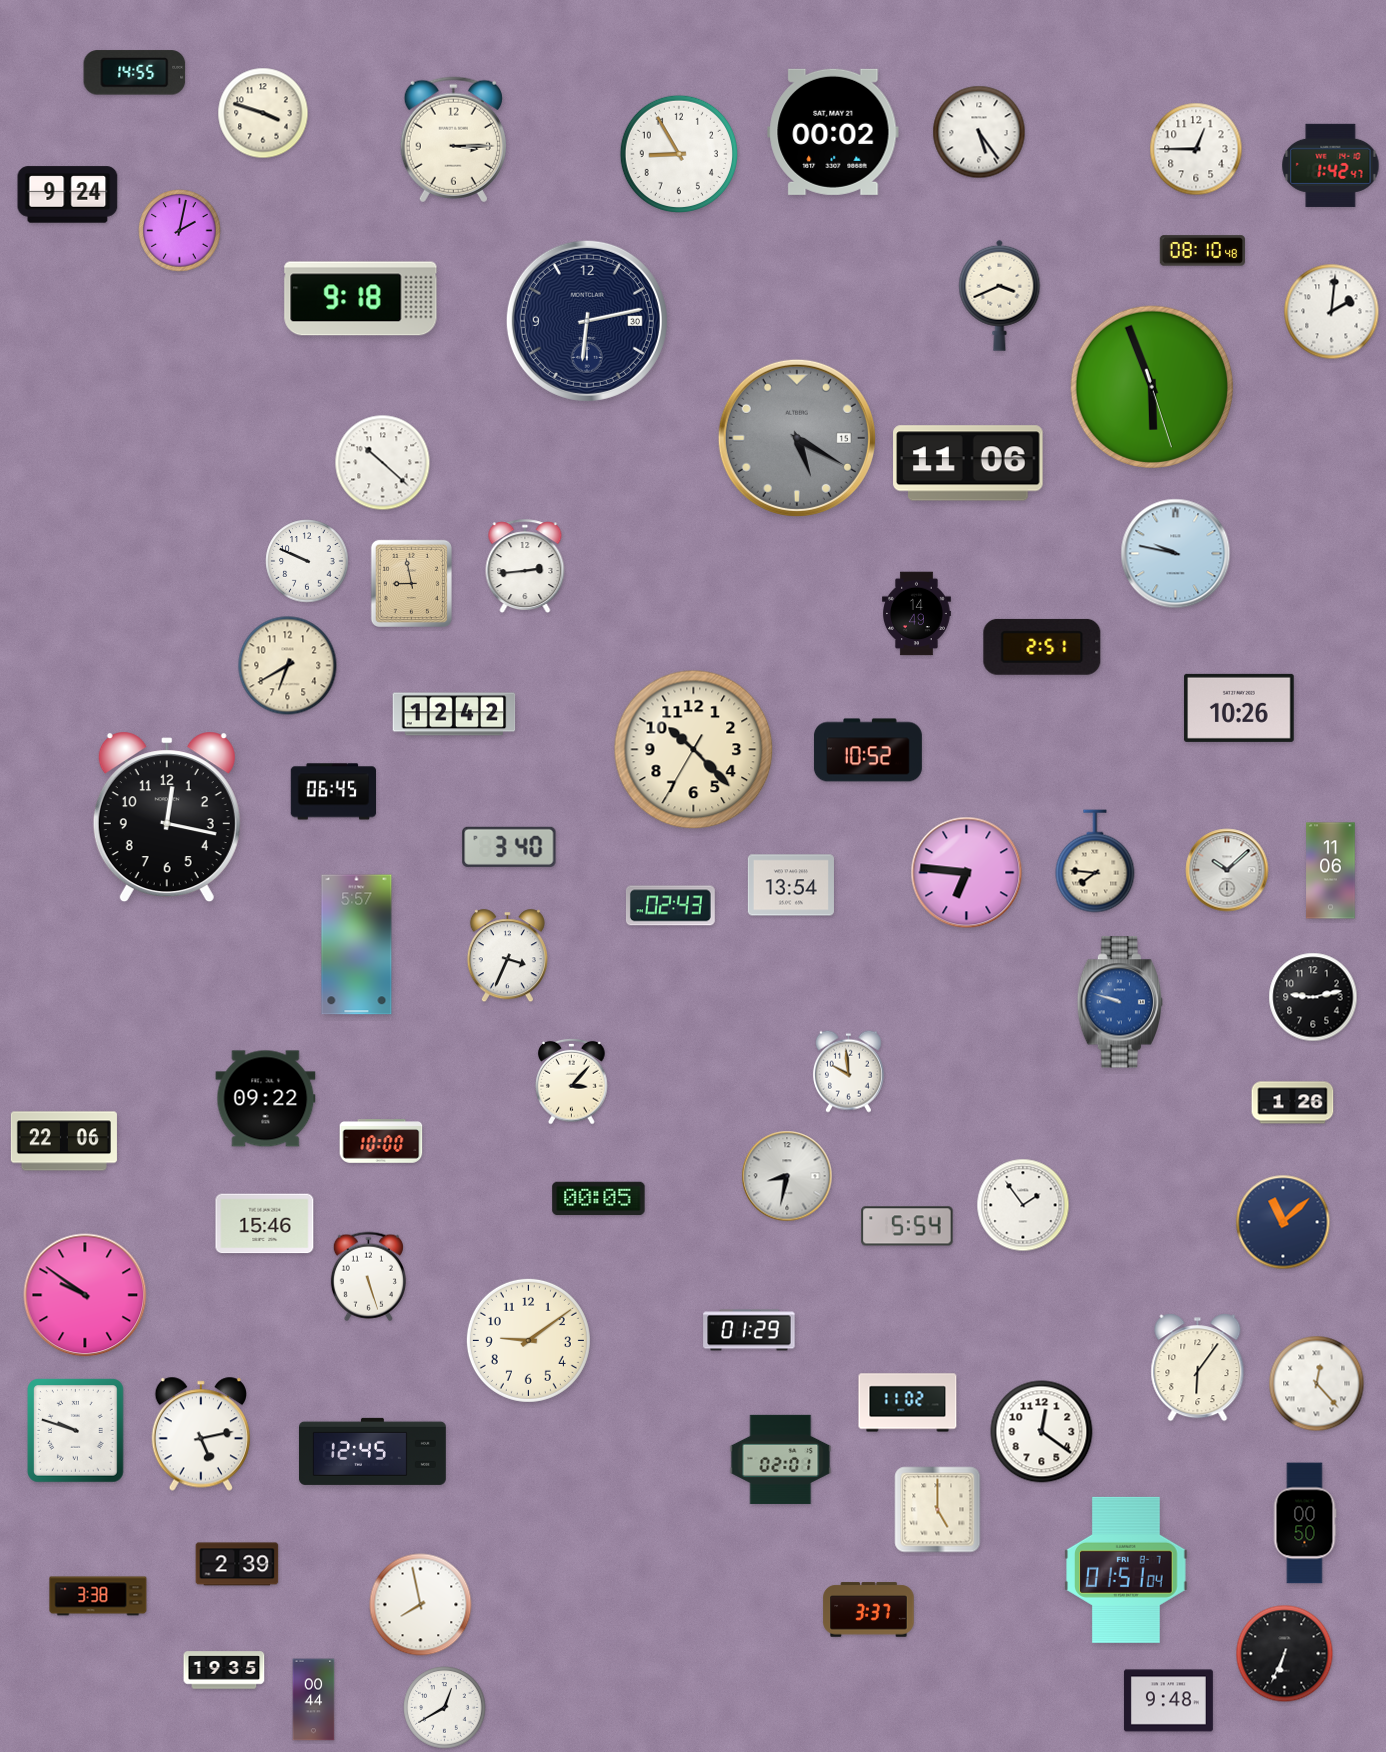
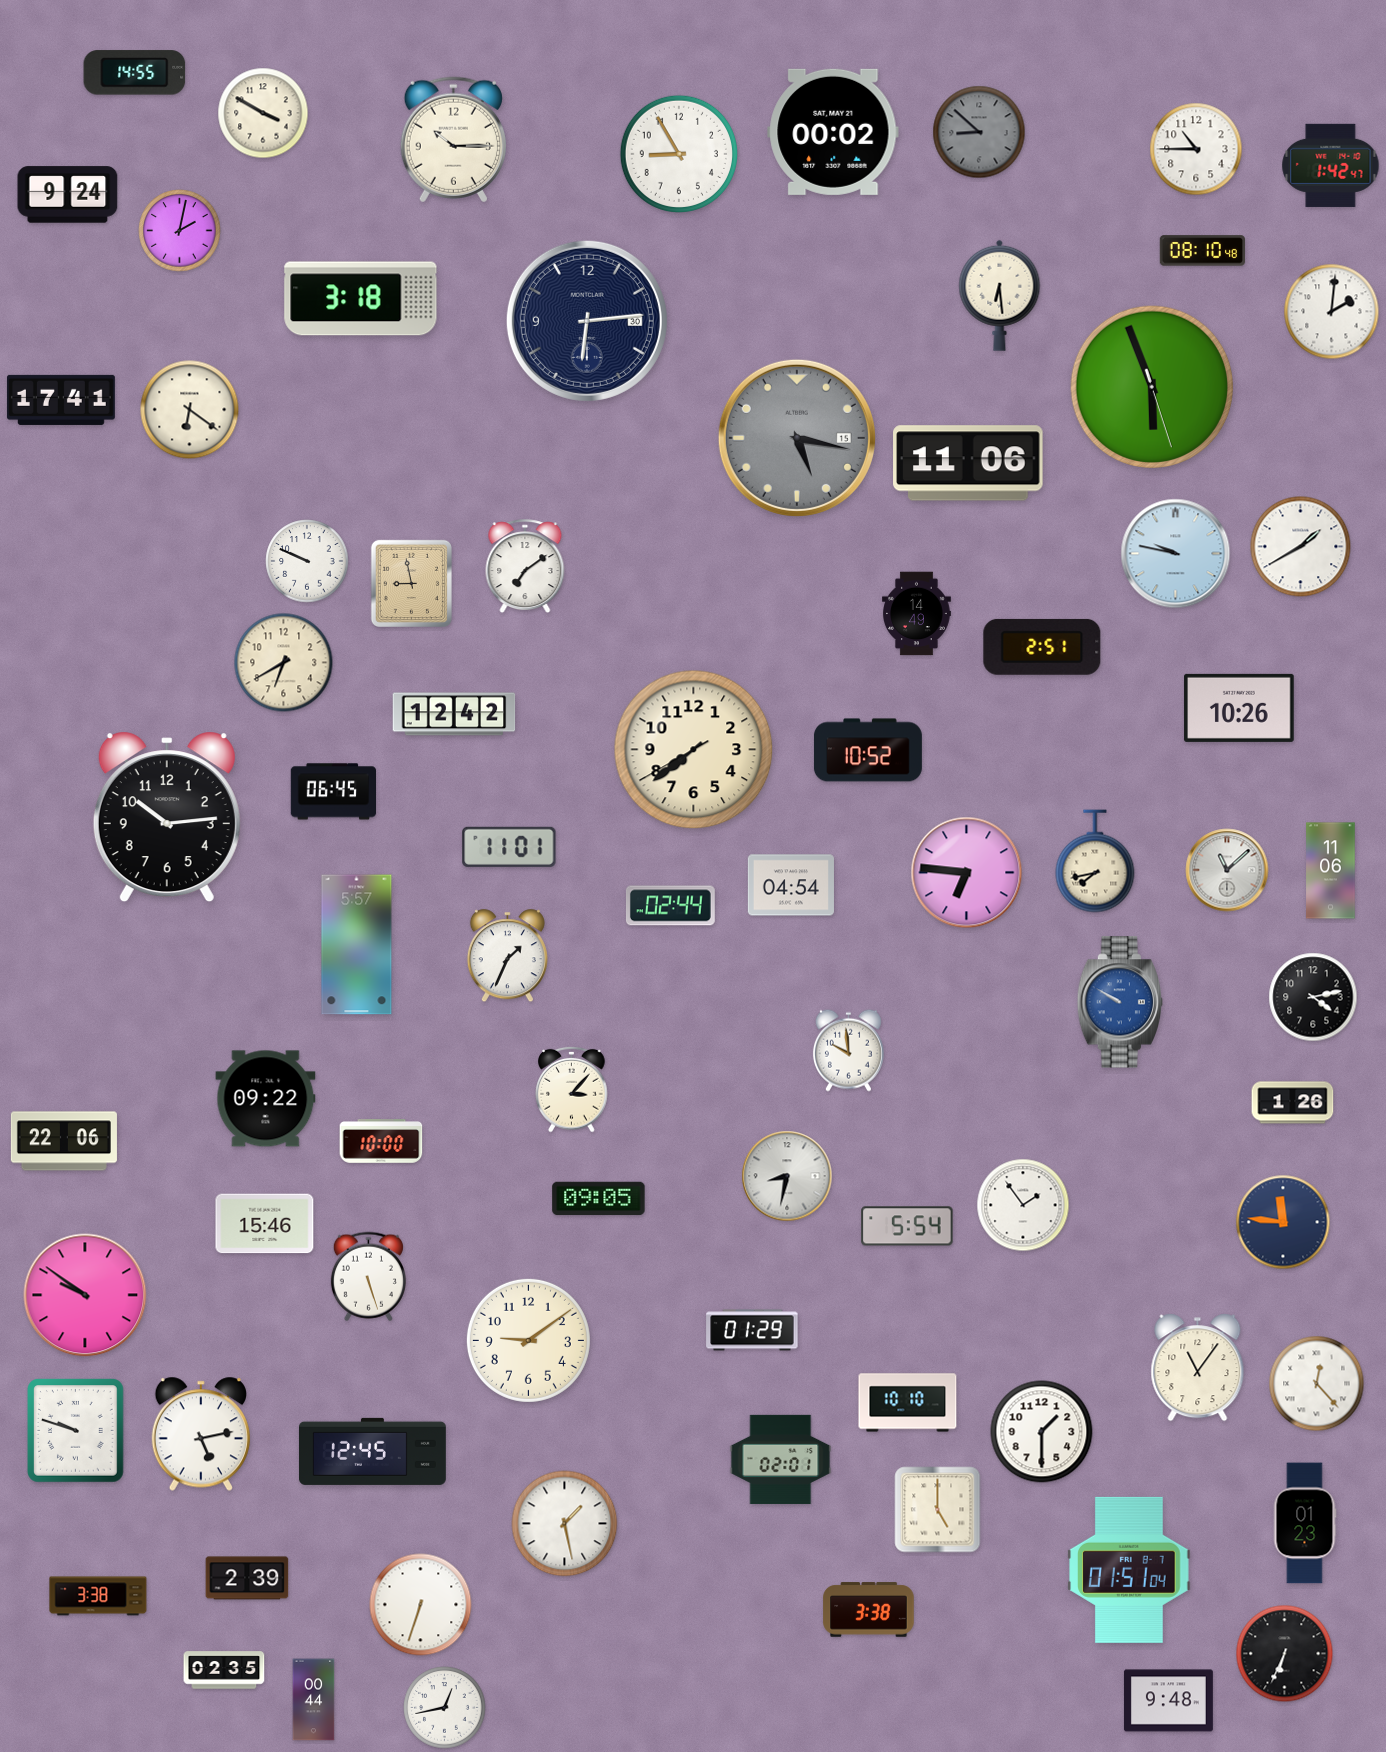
clock at (263, 113): 3:48 -> 3:50
clock at (979, 132): 5:24 -> 8:52
clock at (979, 132) dial: white -> grey
clock at (453, 140): 3:15 -> 10:15
clock at (1196, 149): 12:45 -> 10:45
clock at (1000, 295): 3:41 -> 6:29
clock at (361, 299): 9:18 -> 3:18
clock at (587, 321): 6:13 -> 6:14
clock at (61, 400): none -> 17:41
clock at (190, 410): none -> 6:21
clock at (797, 438): 5:20 -> 5:17
clock at (383, 463): 10:22 -> none
clock at (1301, 547): none -> 1:40
clock at (525, 567): 2:44 -> 7:09
clock at (288, 666) position: (288, 666) -> (284, 663)
clock at (694, 750): 10:22 -> 7:38
clock at (167, 817): 12:17 -> 10:14
clock at (509, 847): 3:40 -> 11:01
clock at (1095, 861): 7:46 -> 7:43
clock at (1227, 870): 10:08 -> 11:08
clock at (791, 885): 13:54 -> 04:54
clock at (670, 906): 02:43 -> 02:44
clock at (507, 956): 3:34 -> 1:34
clock at (1313, 997): 9:13 -> 4:13
clock at (1119, 1002): 9:48 -> 9:50
clock at (848, 1071) position: (848, 1071) -> (848, 1050)
clock at (572, 1081) position: (572, 1081) -> (572, 1089)
clock at (599, 1199): 00:05 -> 09:05
clock at (1283, 1222): 11:08 -> 11:46
clock at (749, 1330) position: (749, 1330) -> (752, 1330)
clock at (1198, 1368): 6:06 -> 11:06
clock at (908, 1403): 11:02 -> 10:10
clock at (1042, 1432): 12:21 -> 1:30
clock at (1305, 1523): 00:50 -> 01:23
clock at (565, 1524): none -> 1:28
clock at (237, 1564) position: (237, 1564) -> (247, 1578)
clock at (1126, 1570) position: (1126, 1570) -> (1129, 1570)
clock at (421, 1605): 7:58 -> 6:33
clock at (869, 1610): 3:37 -> 3:38
clock at (224, 1670): 19:35 -> 02:35
clock at (445, 1708): 12:40 -> 12:43
